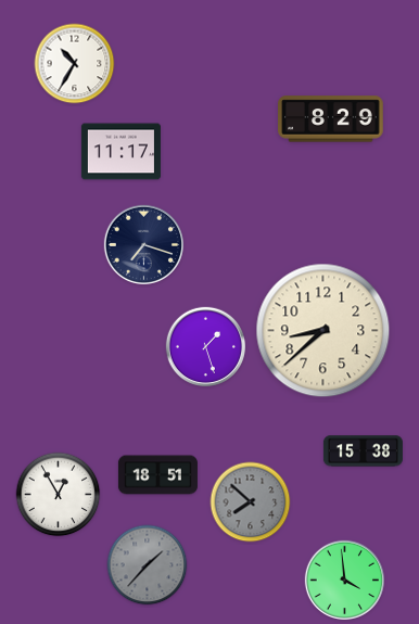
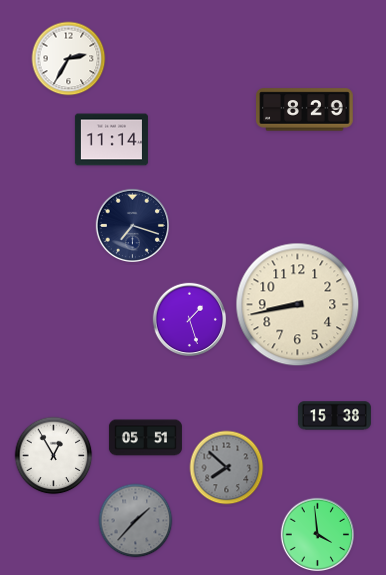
clock at (75, 64): 10:35 -> 2:35
clock at (120, 152): 11:17 -> 11:14
clock at (323, 331): 8:38 -> 8:43
clock at (157, 475): 18:51 -> 05:51
clock at (251, 502) position: (251, 502) -> (227, 468)
